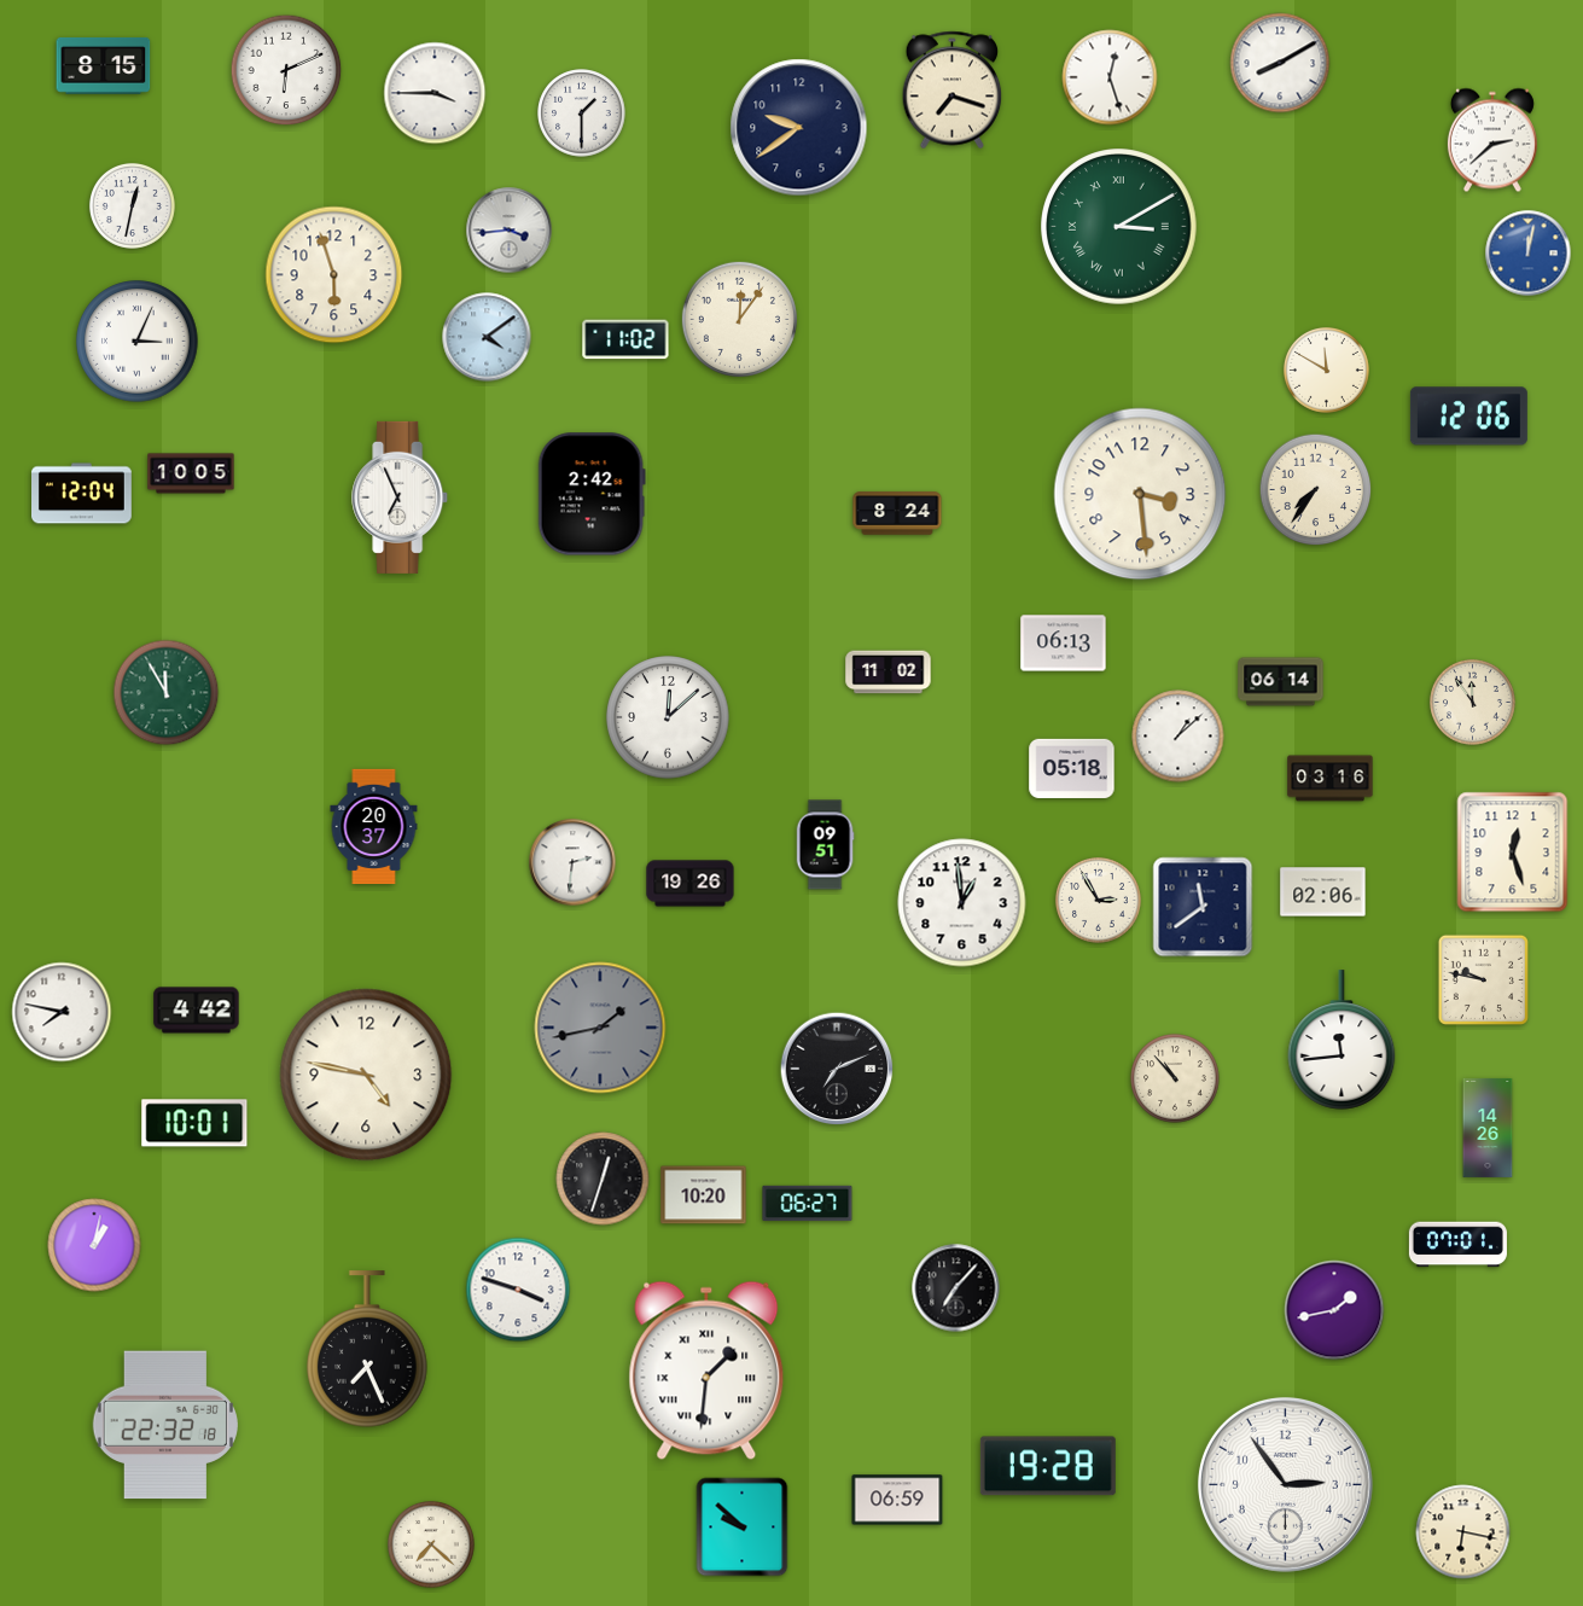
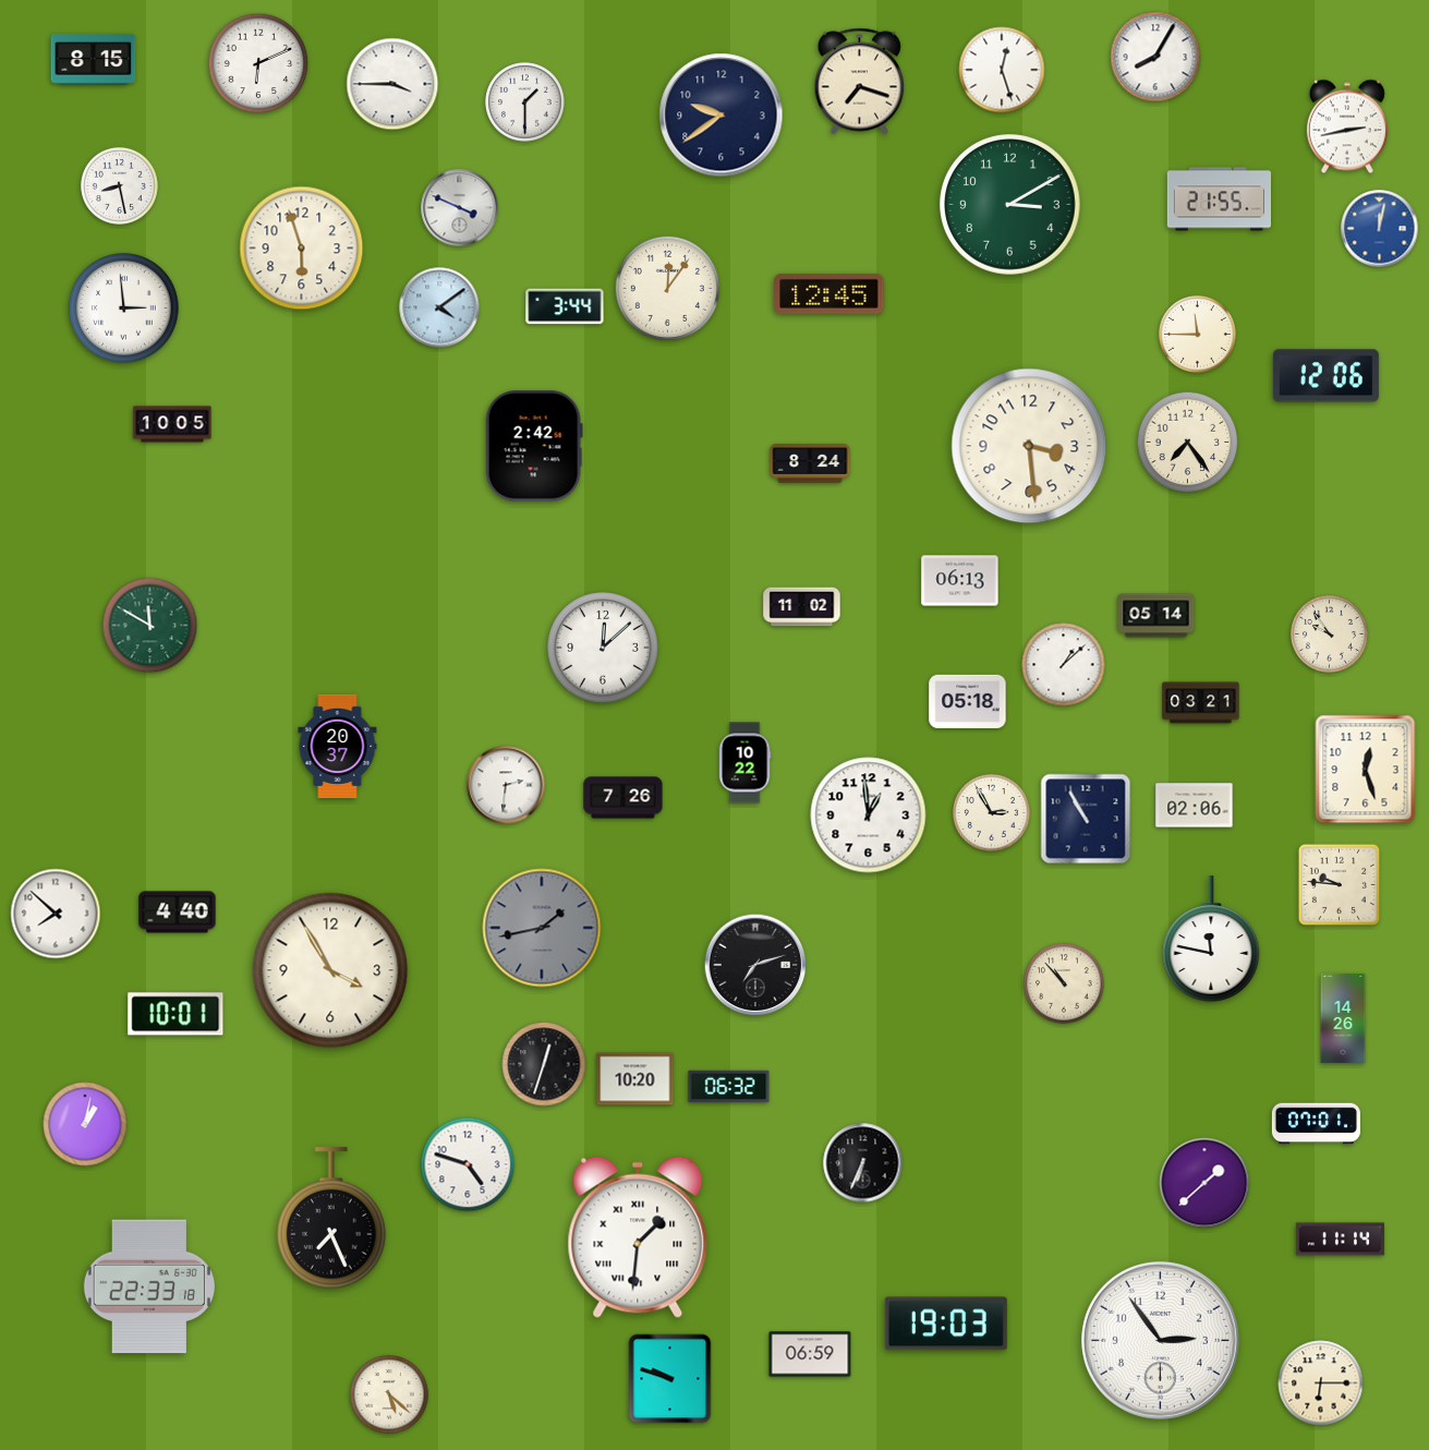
clock at (1280, 63): 8:10 -> 8:05
clock at (1492, 140): 2:38 -> 2:43
clock at (133, 206): 12:32 -> 8:28
clock at (1219, 200): none -> 21:55
clock at (1119, 227) numerals: Roman -> Arabic
clock at (510, 231): 3:44 -> 3:49
clock at (829, 293): none -> 12:45
clock at (487, 337) position: (487, 337) -> (439, 307)
clock at (625, 339): 11:02 -> 3:44
clock at (138, 342): 3:04 -> 2:59
clock at (1327, 371): 11:50 -> 11:45
clock at (191, 473) position: (191, 473) -> (172, 424)
clock at (1316, 490): 7:36 -> 7:24
clock at (82, 494): 12:04 -> none
clock at (401, 497): 6:56 -> none
clock at (1281, 682): 06:14 -> 05:14
clock at (167, 693): 11:55 -> 11:50
clock at (1473, 703): 11:54 -> 9:54
clock at (1072, 768) position: (1072, 768) -> (968, 701)
clock at (1331, 779): 03:16 -> 03:21
clock at (825, 845): 09:51 -> 10:22
clock at (572, 862) position: (572, 862) -> (506, 785)
clock at (691, 884): 19:26 -> 7:26
clock at (1203, 907): 11:39 -> 10:55
clock at (1483, 979): 9:47 -> 9:46
clock at (197, 1011): 4:42 -> 4:40
clock at (62, 1012): 7:47 -> 7:52
clock at (1342, 1040): 11:44 -> 11:47
clock at (837, 1069): 7:11 -> 7:12
clock at (366, 1075): 4:47 -> 3:55
clock at (1175, 1078) position: (1175, 1078) -> (1064, 983)
clock at (808, 1204): 06:27 -> 06:32
clock at (956, 1288): 7:07 -> 6:34
clock at (518, 1290): 3:48 -> 4:48
clock at (1334, 1310): 1:43 -> 1:38
clock at (1340, 1240): none -> 11:14
clock at (165, 1425): 22:32 -> 22:33
clock at (1048, 1466): 19:28 -> 19:03
clock at (743, 1528): 9:52 -> 9:48
clock at (1463, 1532): 6:17 -> 6:15
clock at (432, 1546): 7:22 -> 5:22
